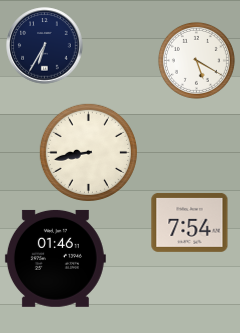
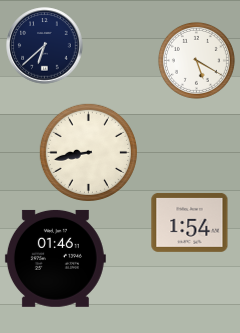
clock at (45, 46): 6:35 -> 6:38
clock at (190, 222): 7:54 -> 1:54
